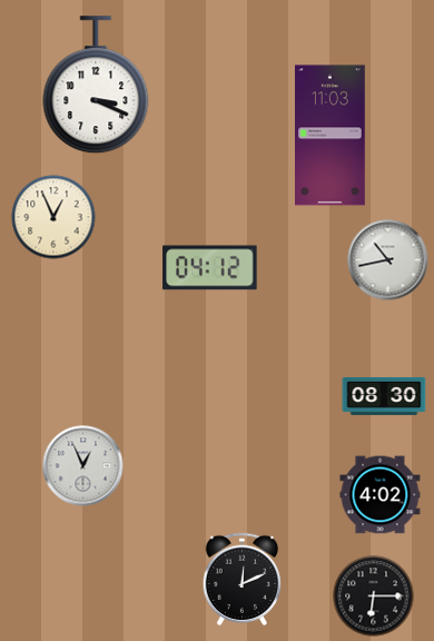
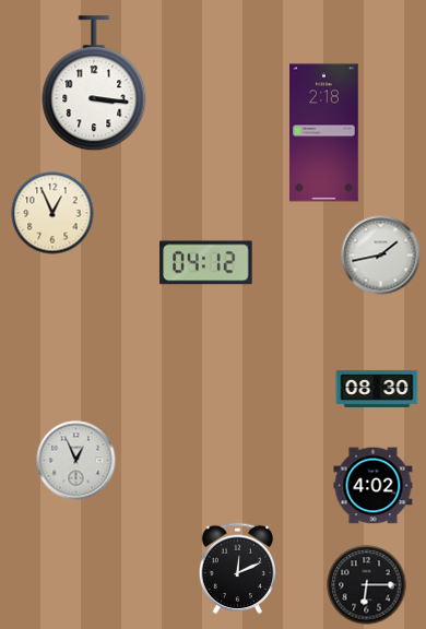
clock at (96, 86): 3:19 -> 3:16
clock at (331, 136): 11:03 -> 2:18
clock at (388, 260): 10:43 -> 1:43
clock at (83, 466) position: (83, 466) -> (76, 461)
